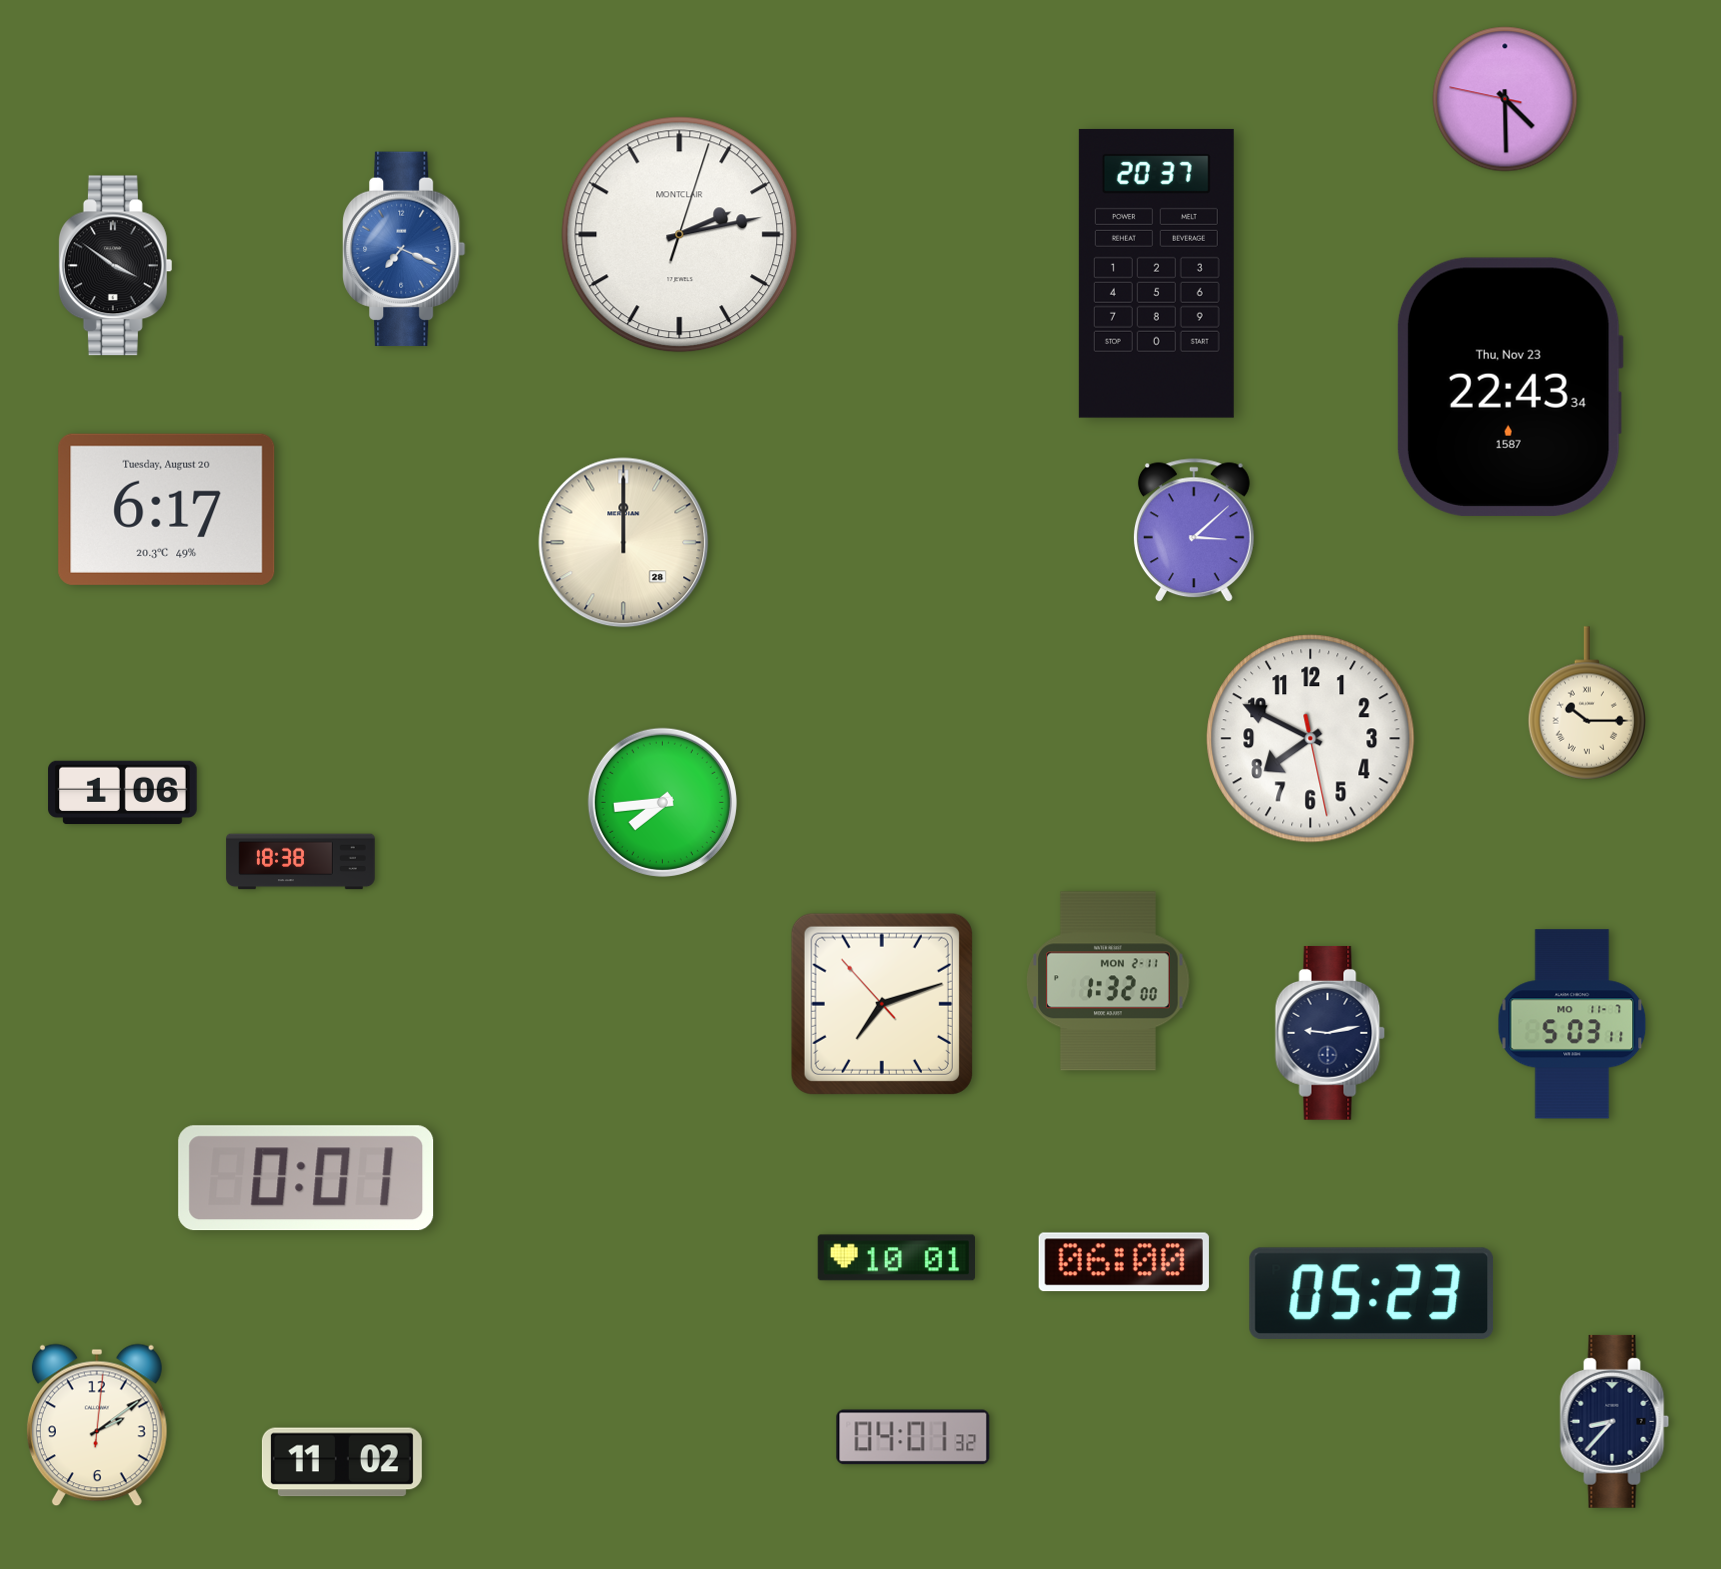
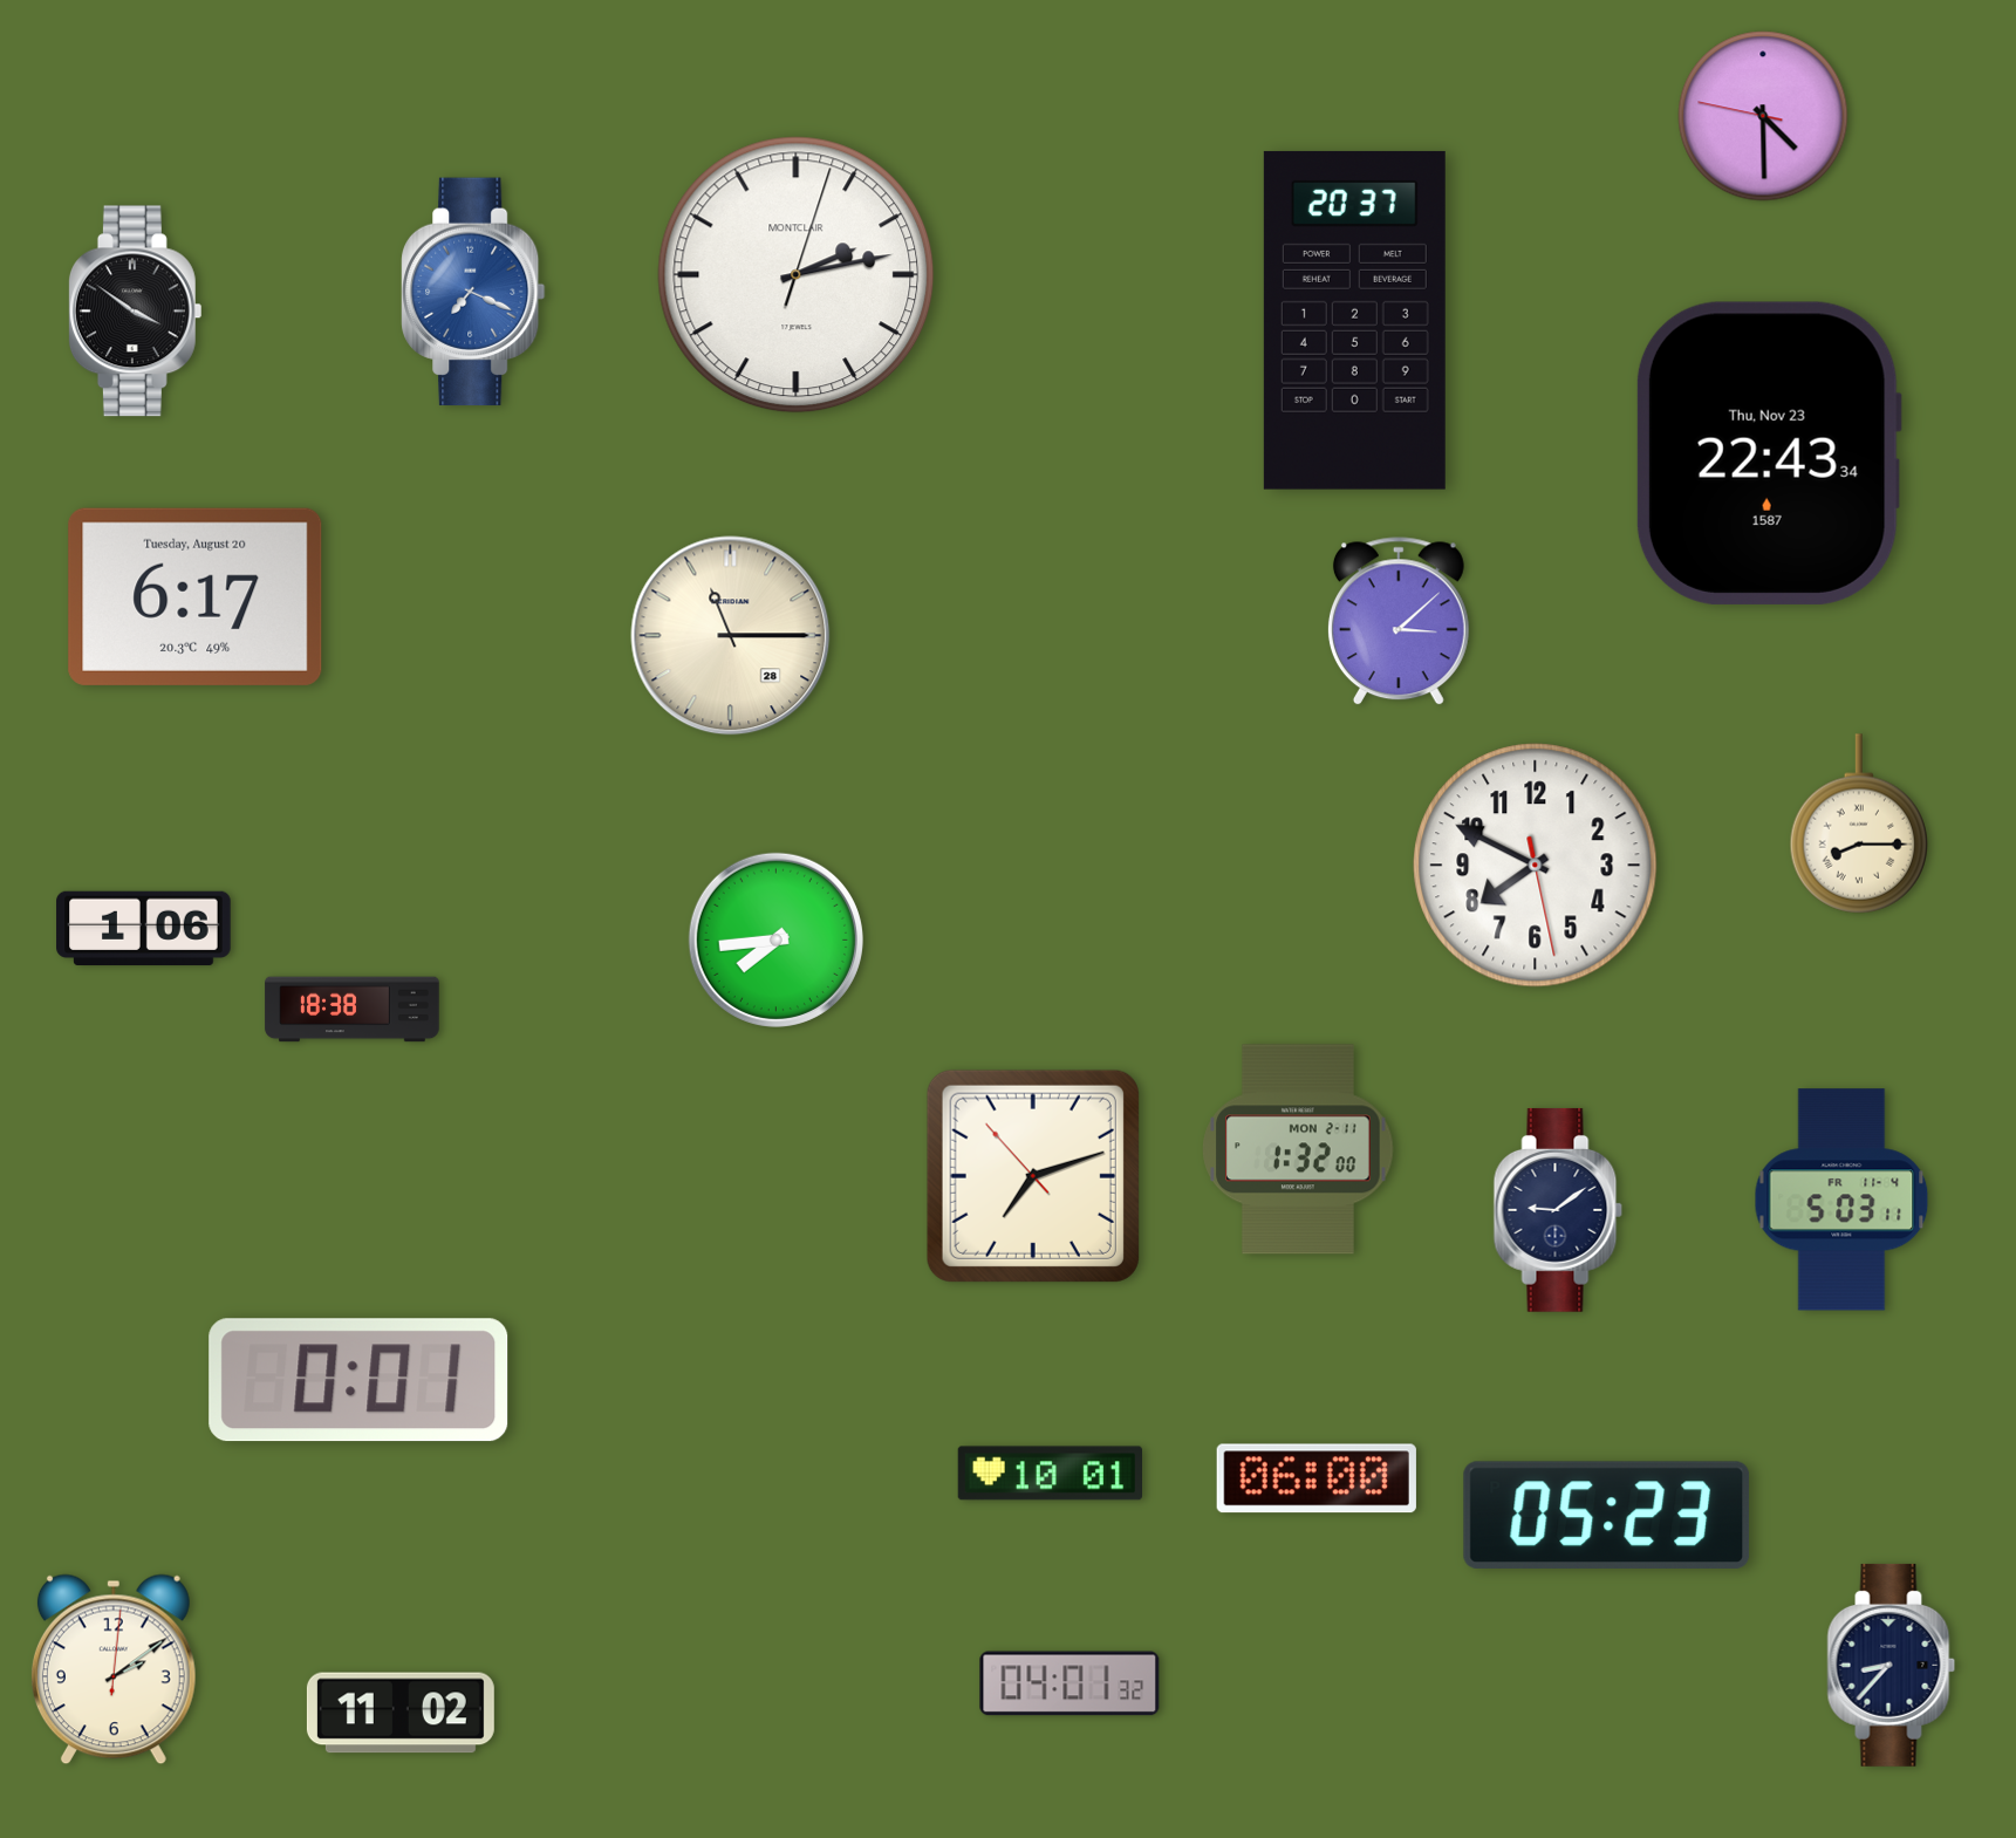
clock at (624, 543): 12:00 -> 11:15
clock at (1587, 703): 10:15 -> 8:15
clock at (1572, 1024) date: MO 11-7 -> FR 11-4
clock at (1330, 1033): 9:13 -> 9:09
